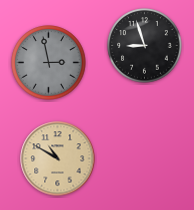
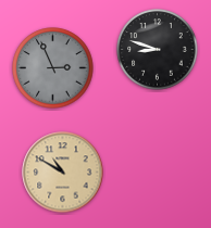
clock at (145, 46): 8:57 -> 8:48
clock at (49, 63): 2:58 -> 2:56
